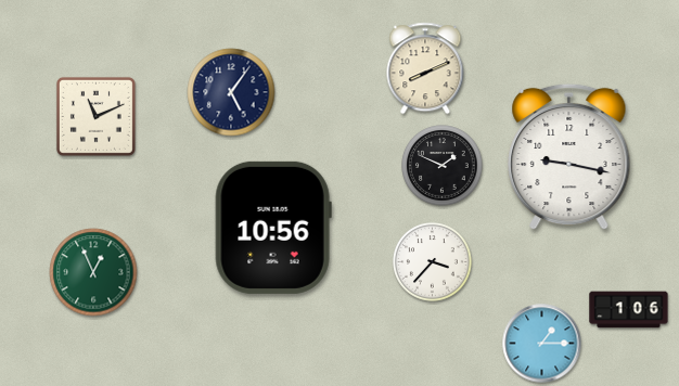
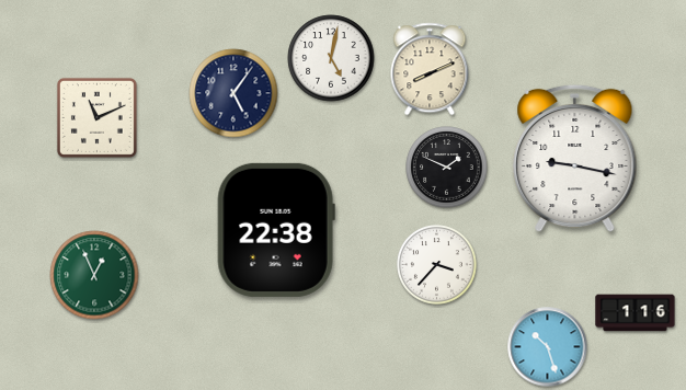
clock at (331, 58): none -> 5:02
clock at (273, 228): 10:56 -> 22:38
clock at (629, 310): 1:06 -> 1:16
clock at (542, 344): 1:15 -> 10:27
